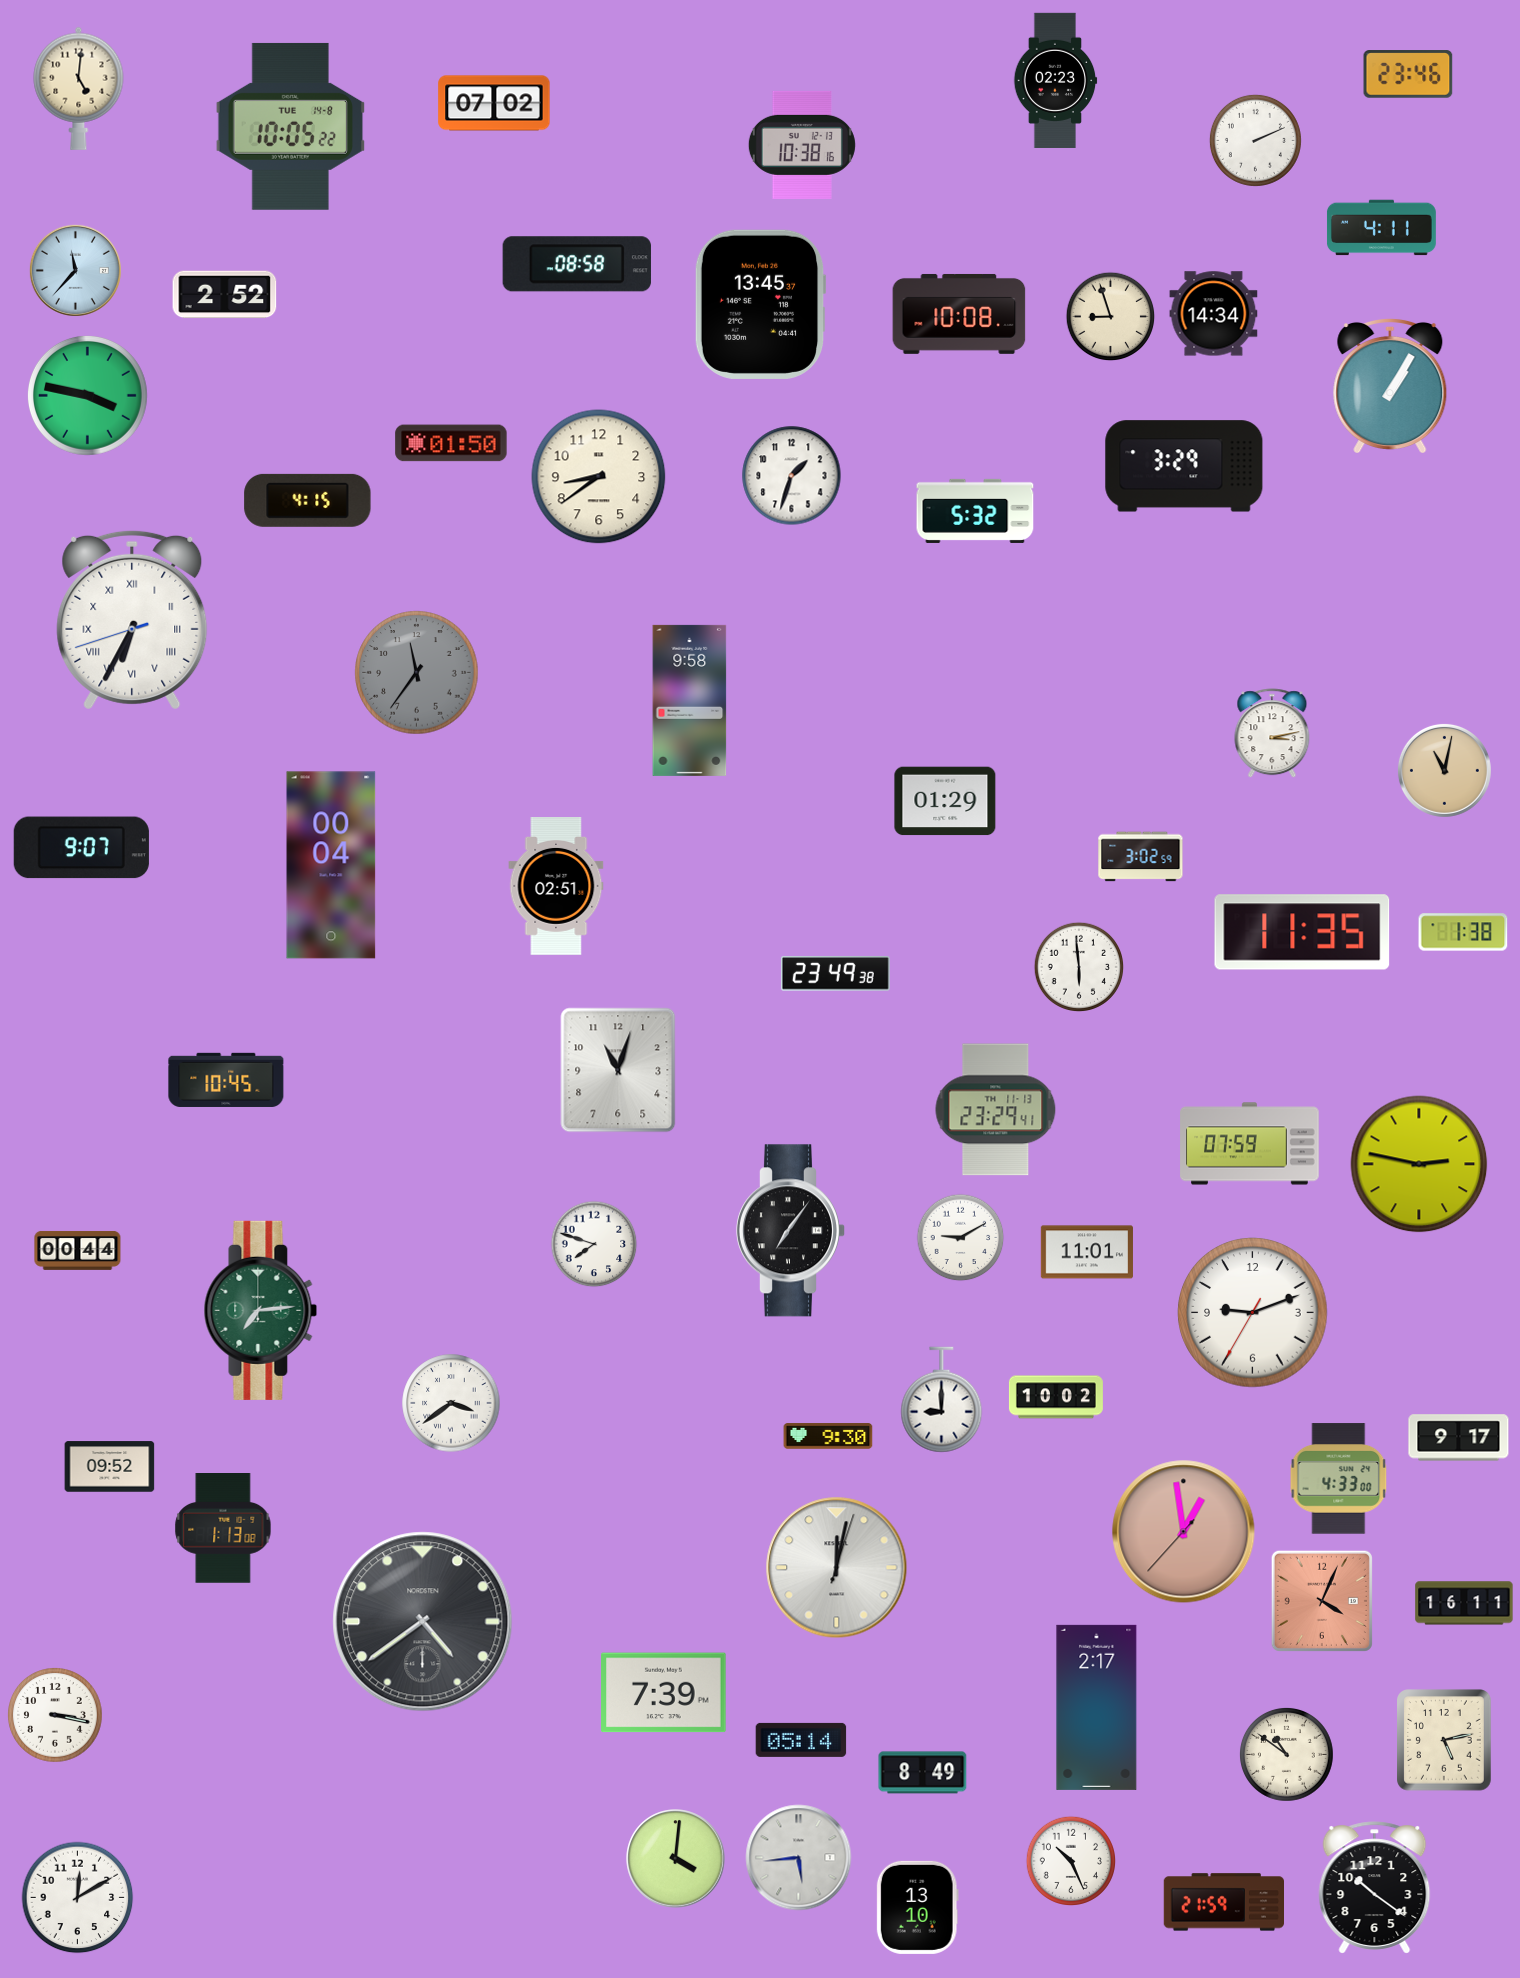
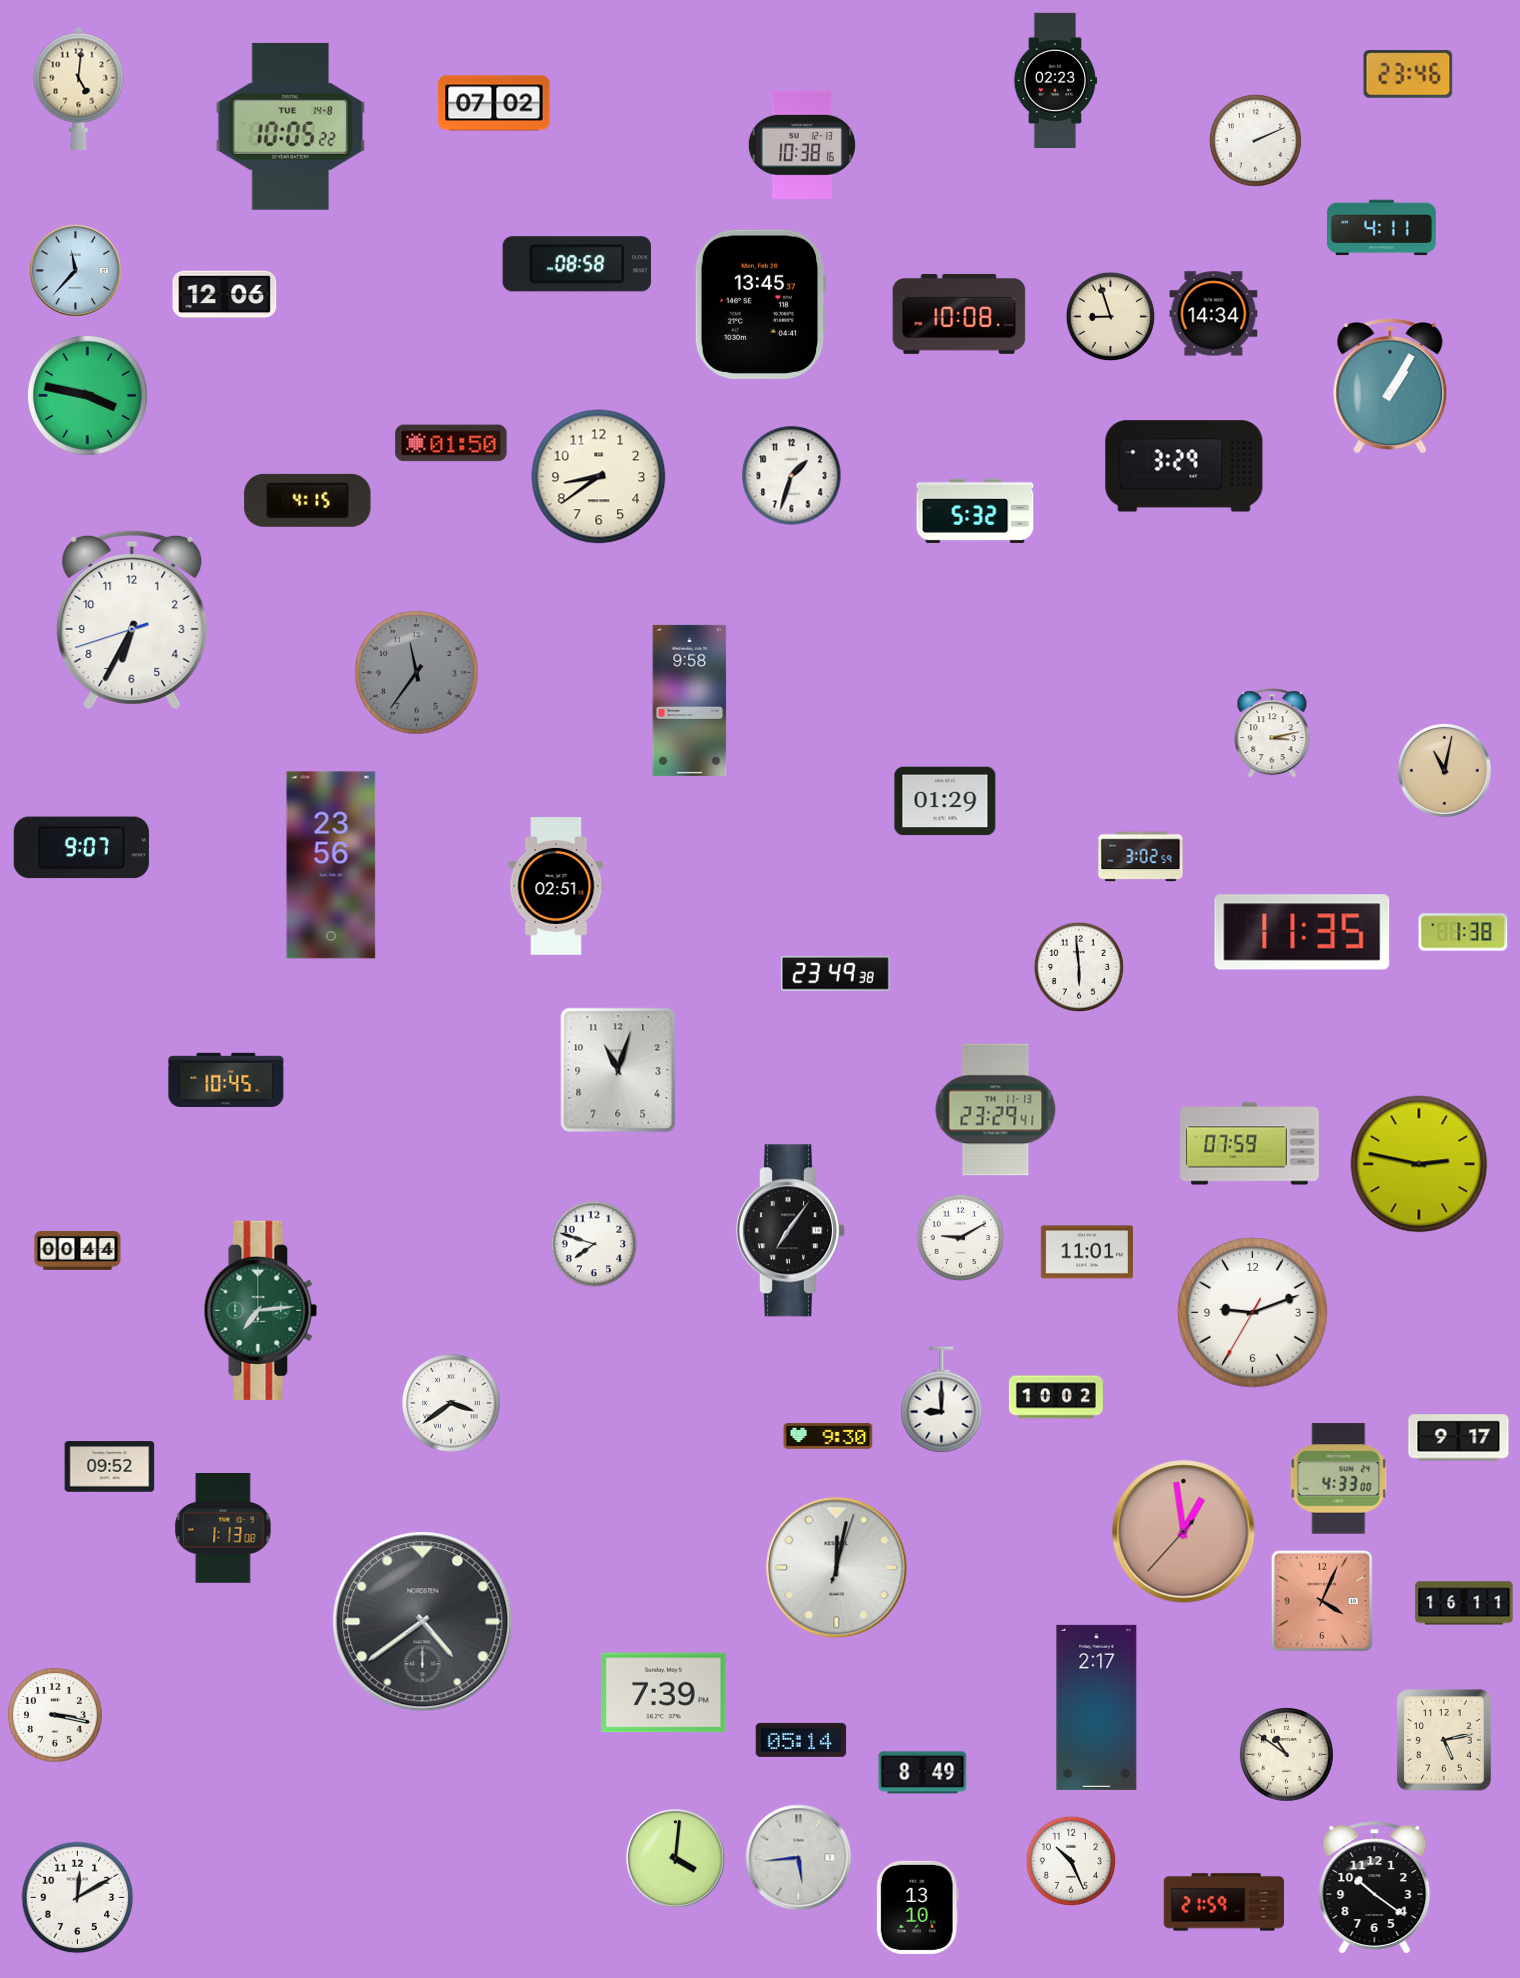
clock at (225, 295): 2:52 -> 12:06
clock at (132, 620) numerals: Roman -> Arabic
clock at (331, 865): 00:04 -> 23:56
